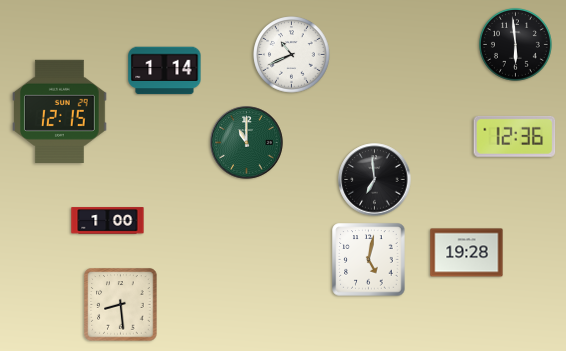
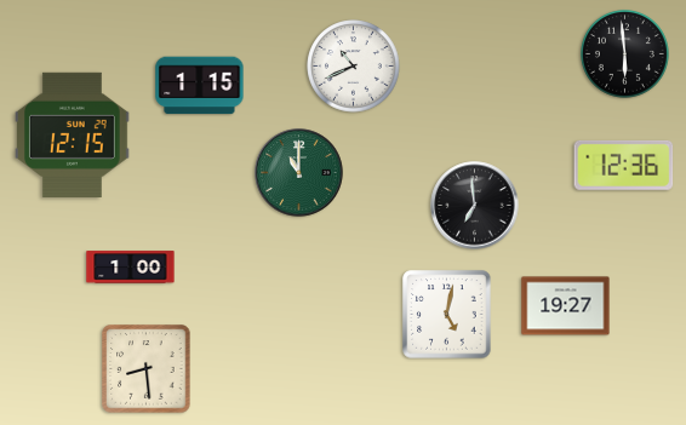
clock at (165, 71): 1:14 -> 1:15
clock at (375, 180) position: (375, 180) -> (475, 206)
clock at (467, 253): 19:28 -> 19:27
